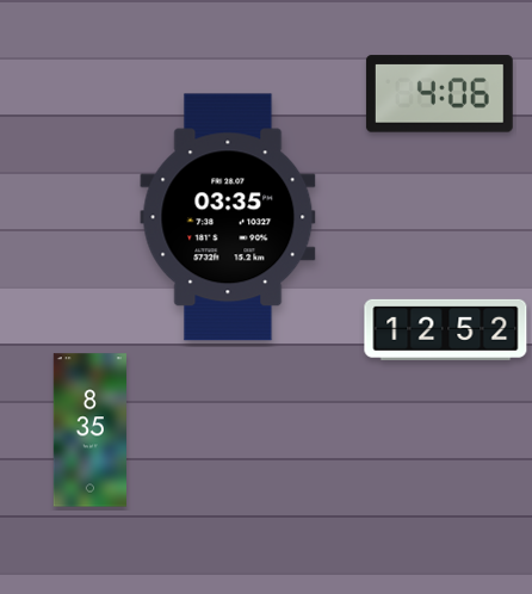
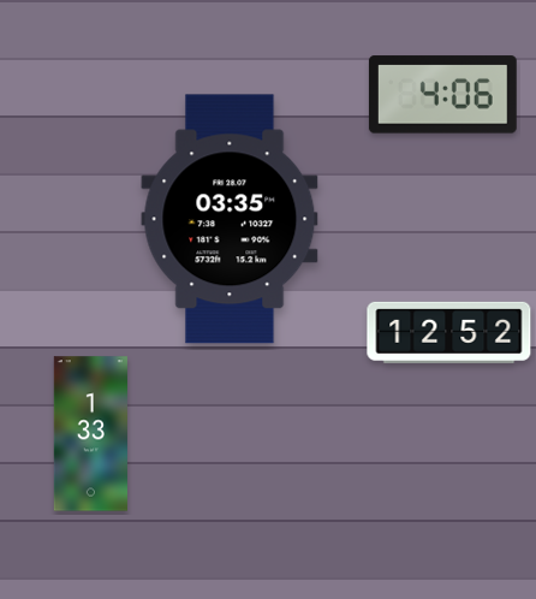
clock at (89, 431): 8:35 -> 1:33
